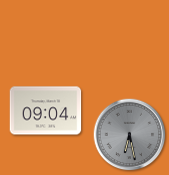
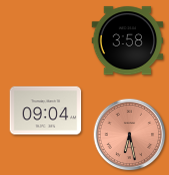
clock at (128, 41): none -> 3:58
clock at (130, 135) dial: grey -> salmon
